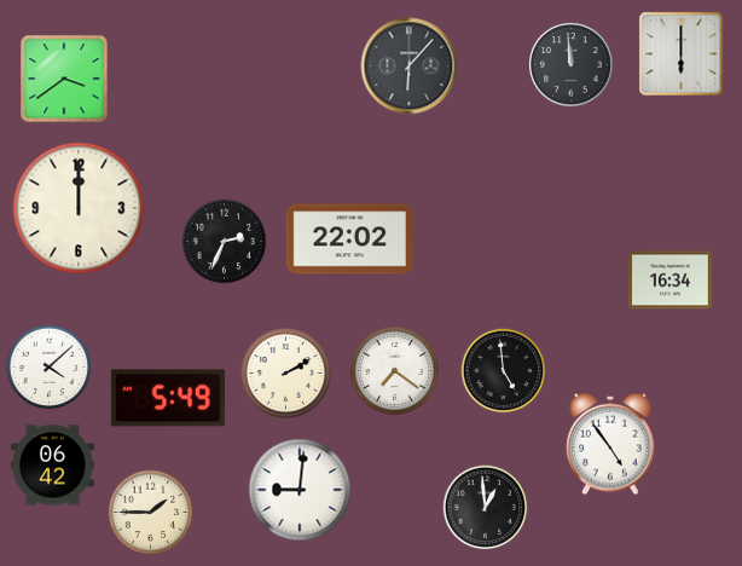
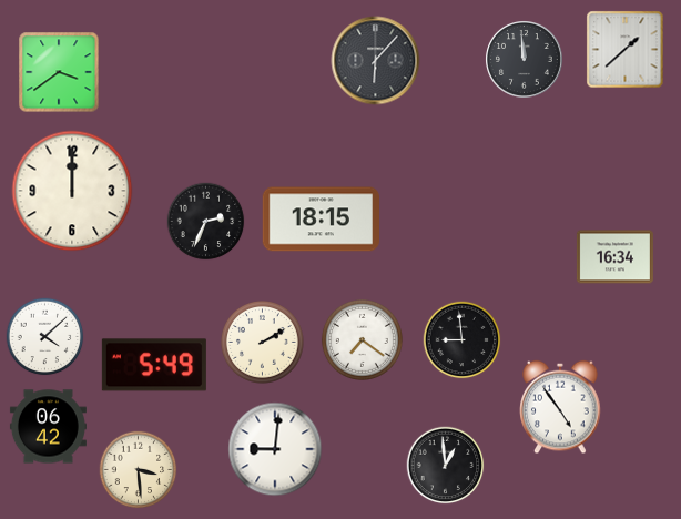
clock at (682, 54): 6:00 -> 1:38
clock at (350, 239): 22:02 -> 18:15
clock at (504, 371): 4:59 -> 8:59
clock at (151, 513): 1:45 -> 3:29
